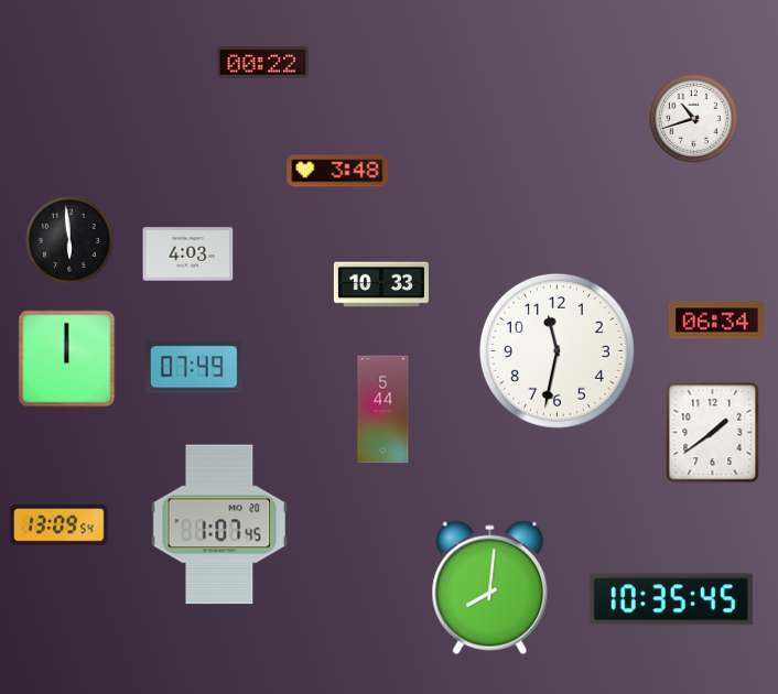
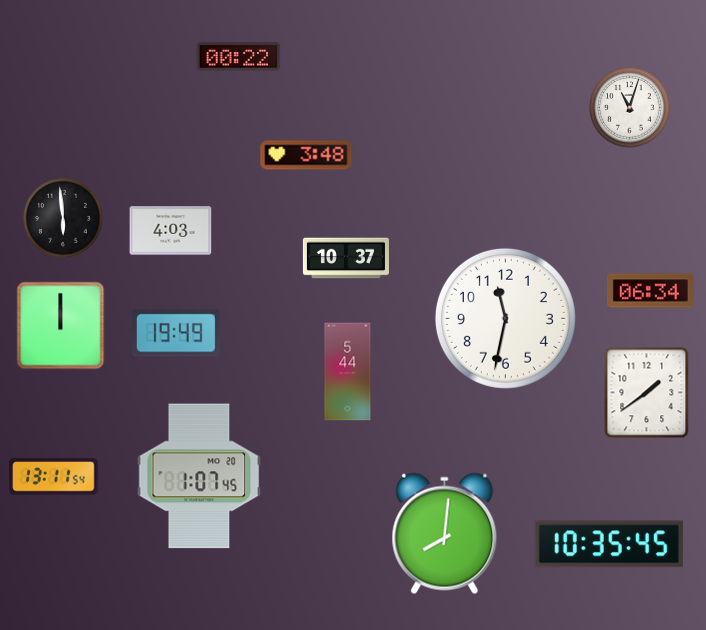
clock at (694, 119): 10:42 -> 11:03
clock at (381, 284): 10:33 -> 10:37
clock at (194, 367): 07:49 -> 19:49
clock at (60, 525): 13:09 -> 13:11
